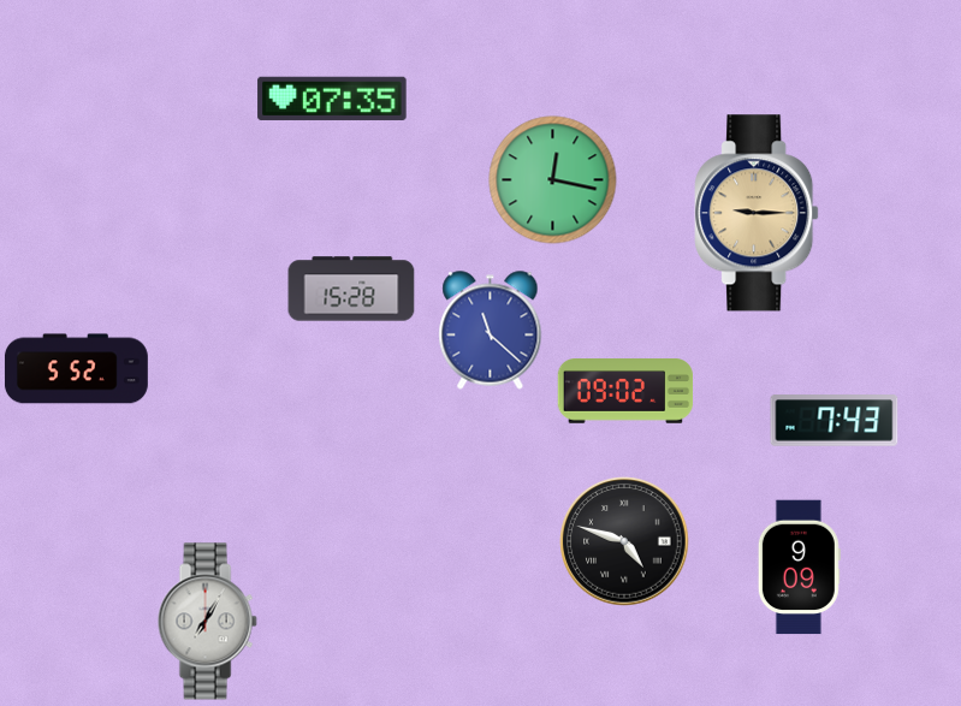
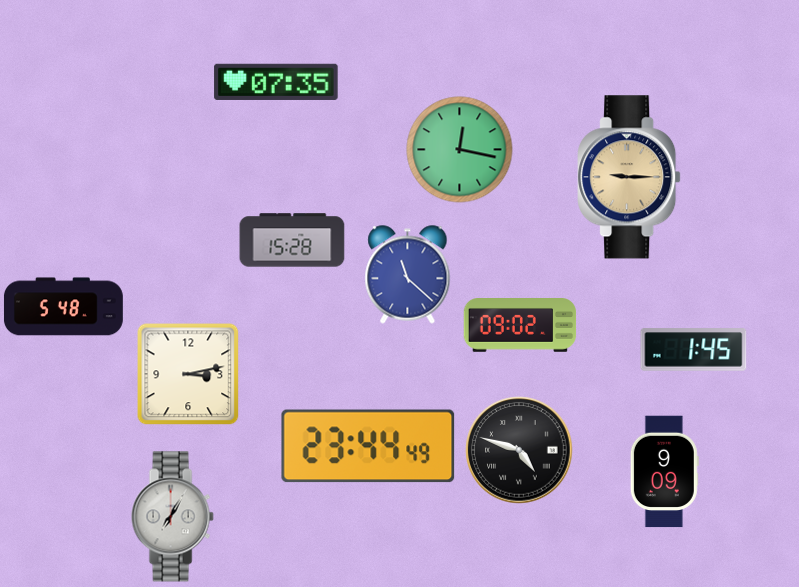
clock at (76, 369): 5:52 -> 5:48
clock at (835, 421): 7:43 -> 1:45
clock at (188, 374): none -> 3:13
clock at (368, 446): none -> 23:44
